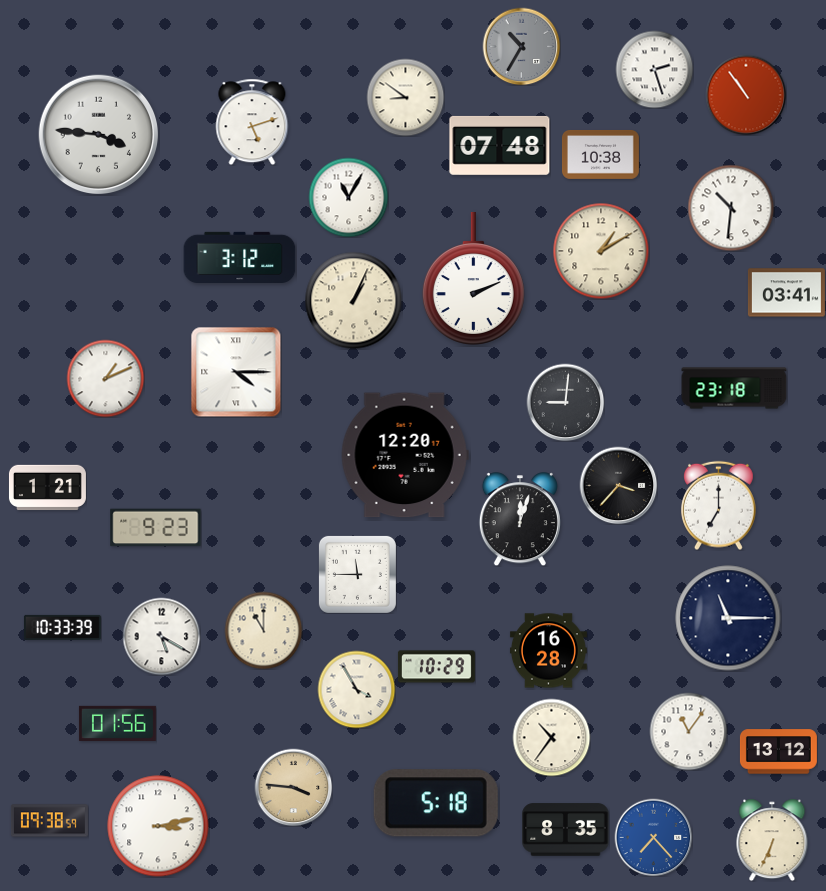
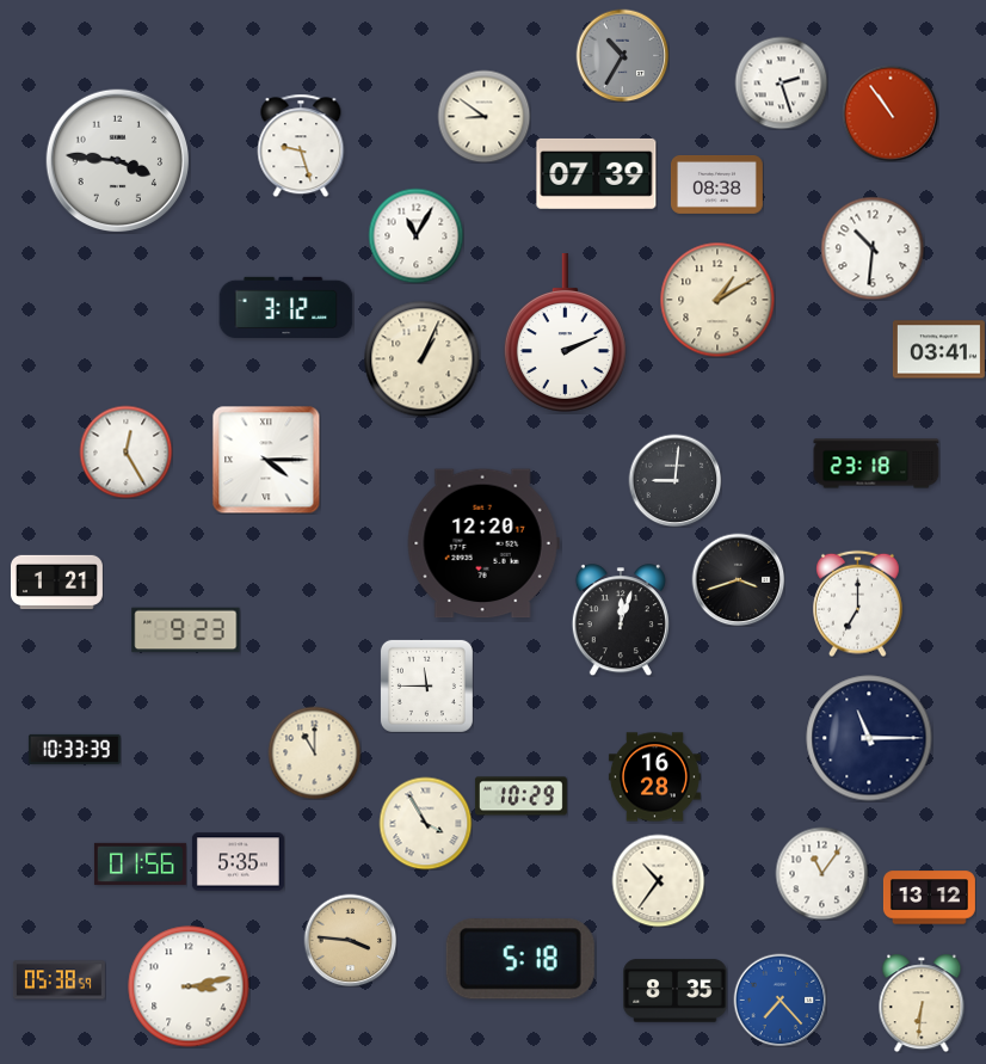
clock at (252, 122): 5:12 -> 9:27
clock at (500, 145): 07:48 -> 07:39
clock at (600, 154): 10:38 -> 08:38
clock at (236, 372) position: (236, 372) -> (266, 460)
clock at (105, 378): 1:11 -> 12:25
clock at (618, 485): 3:37 -> 3:42
clock at (161, 636): 5:20 -> none
clock at (238, 862): none -> 5:35
clock at (49, 821): 09:38 -> 05:38
clock at (772, 840): 6:34 -> 6:31
